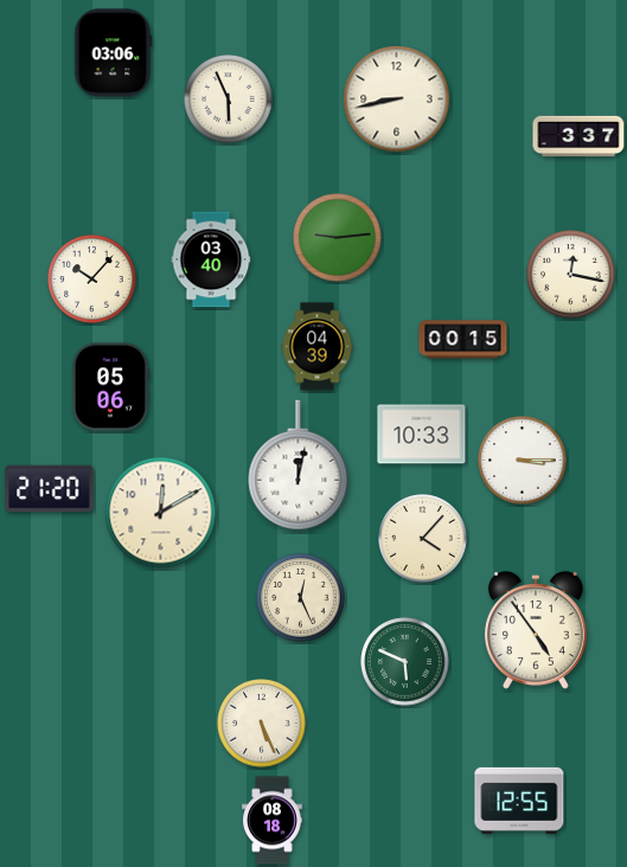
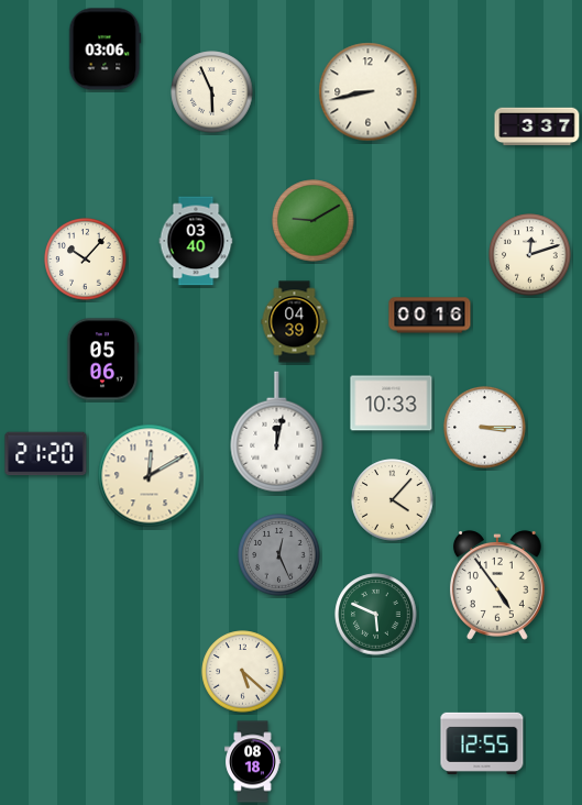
clock at (338, 238): 9:14 -> 9:10
clock at (571, 275): 12:17 -> 12:12
clock at (463, 340): 00:15 -> 00:16
clock at (301, 598) dial: cream -> grey
clock at (262, 724): 5:26 -> 5:22
